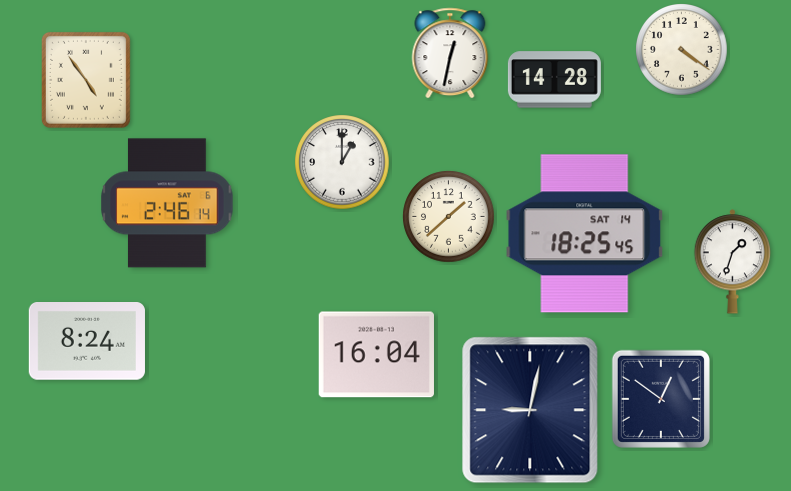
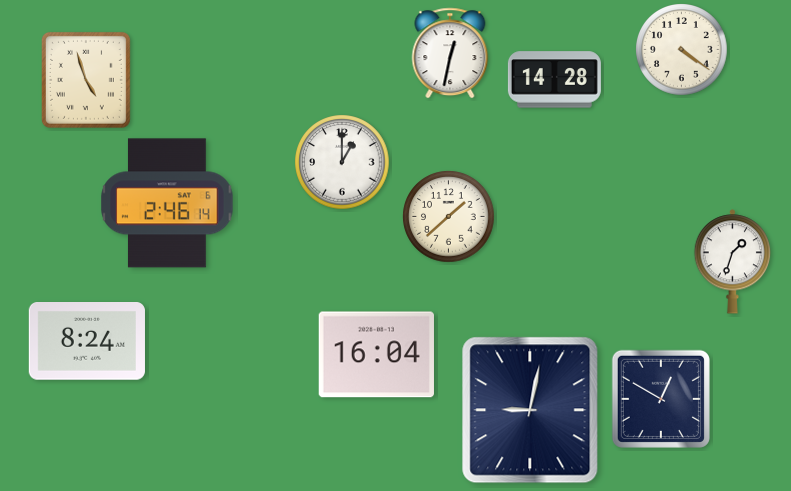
clock at (86, 80): 4:54 -> 4:57
clock at (585, 234): 18:25 -> none
clock at (661, 399): 12:51 -> 12:50
